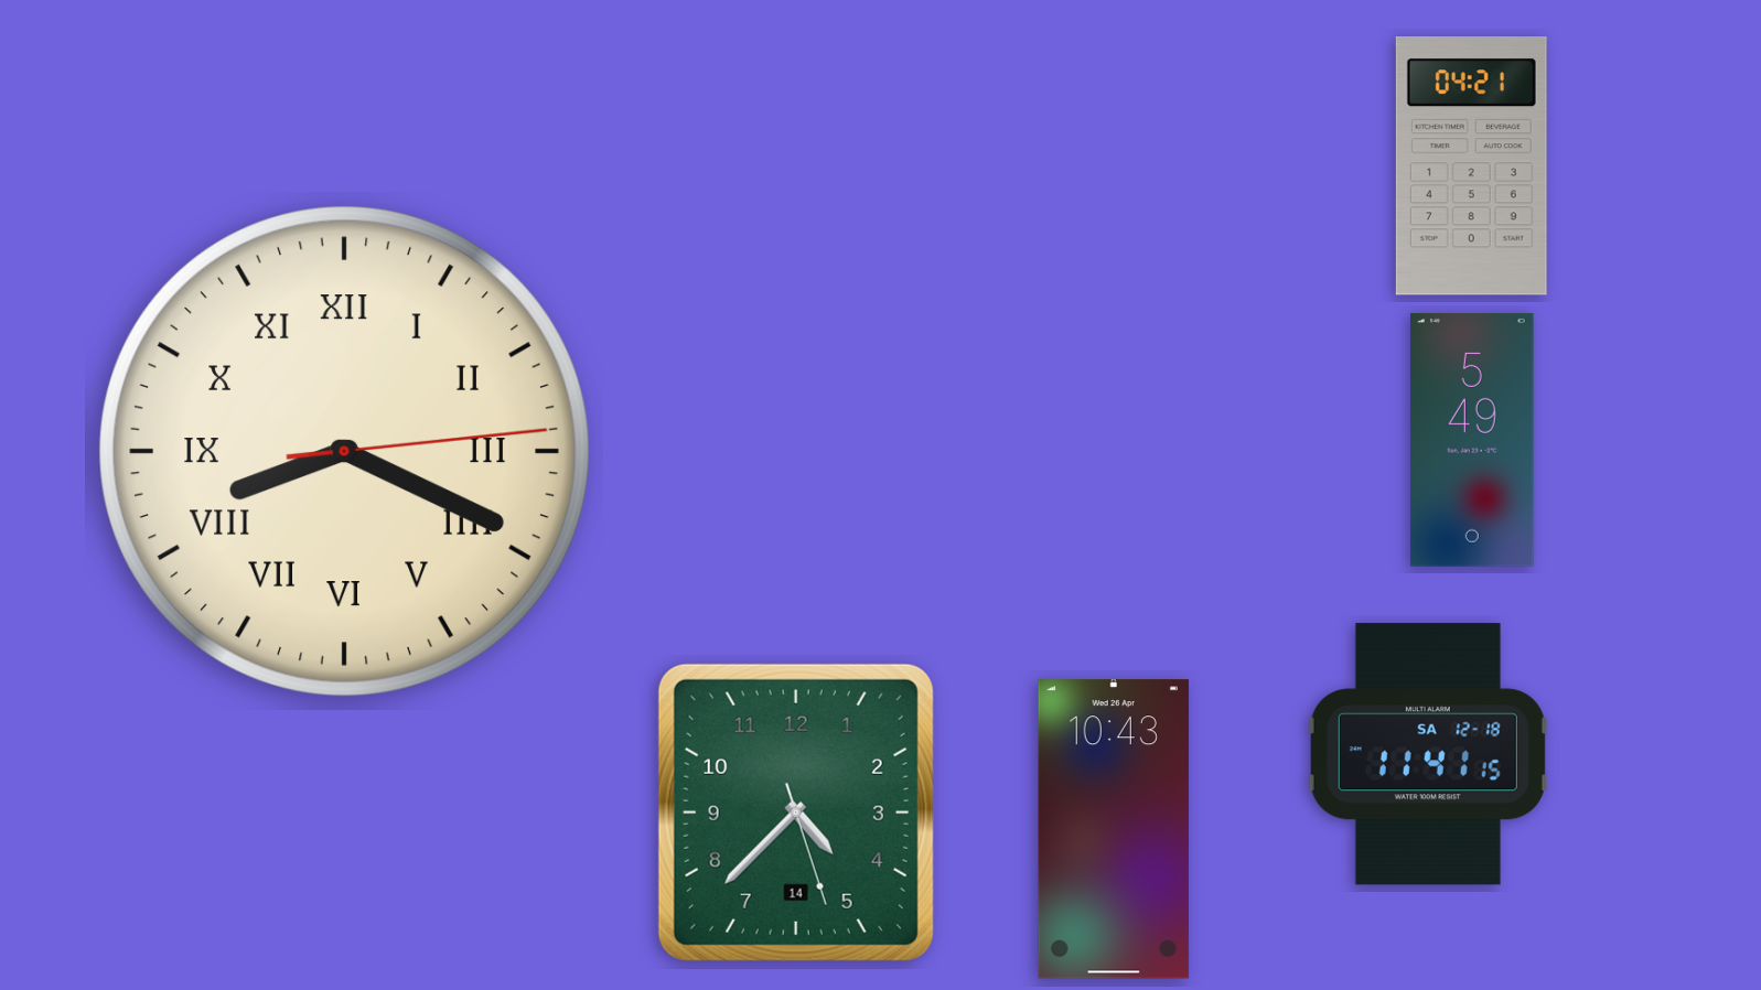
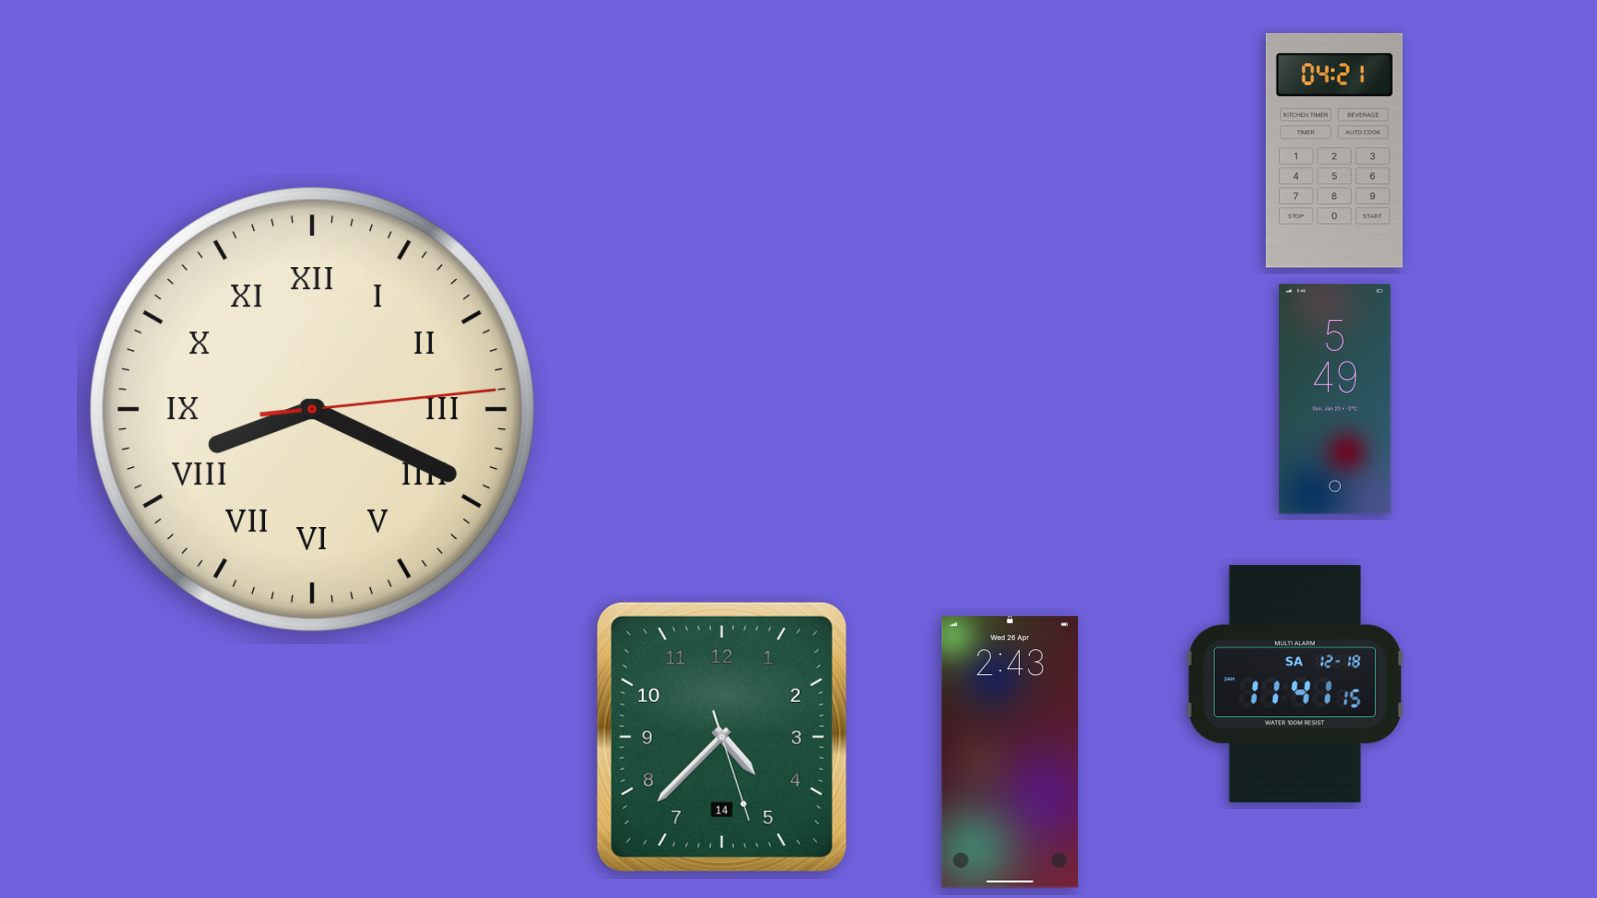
clock at (1114, 829): 10:43 -> 2:43
